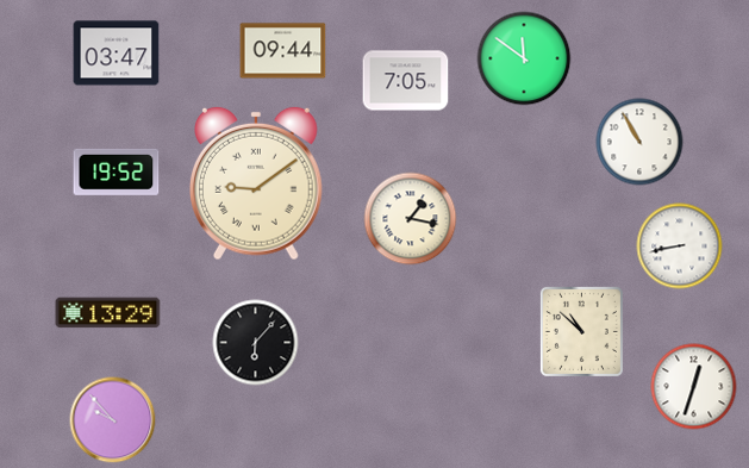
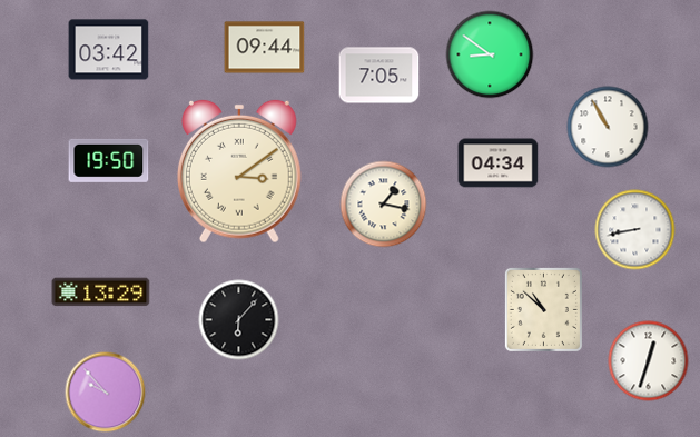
clock at (117, 54): 03:47 -> 03:42
clock at (524, 58): 11:51 -> 8:51
clock at (639, 142) position: (639, 142) -> (608, 127)
clock at (117, 171): 19:52 -> 19:50
clock at (499, 163): none -> 04:34
clock at (256, 183): 9:09 -> 3:09
